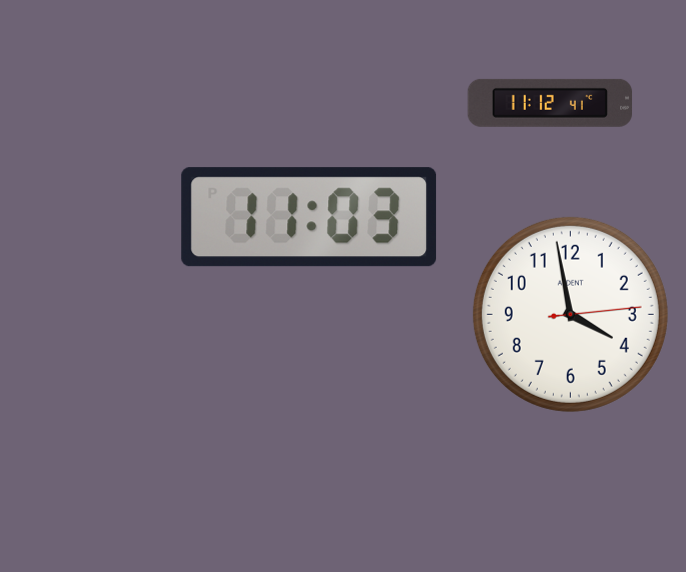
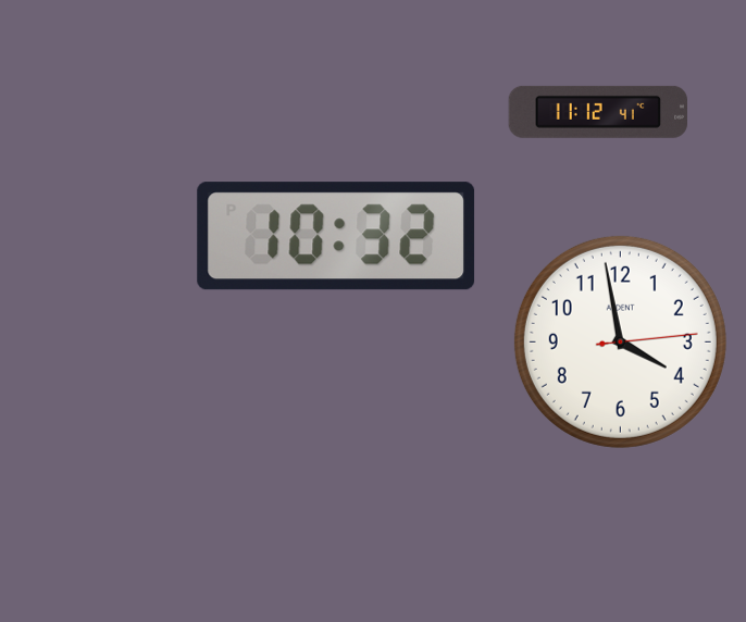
clock at (309, 217): 11:03 -> 10:32
